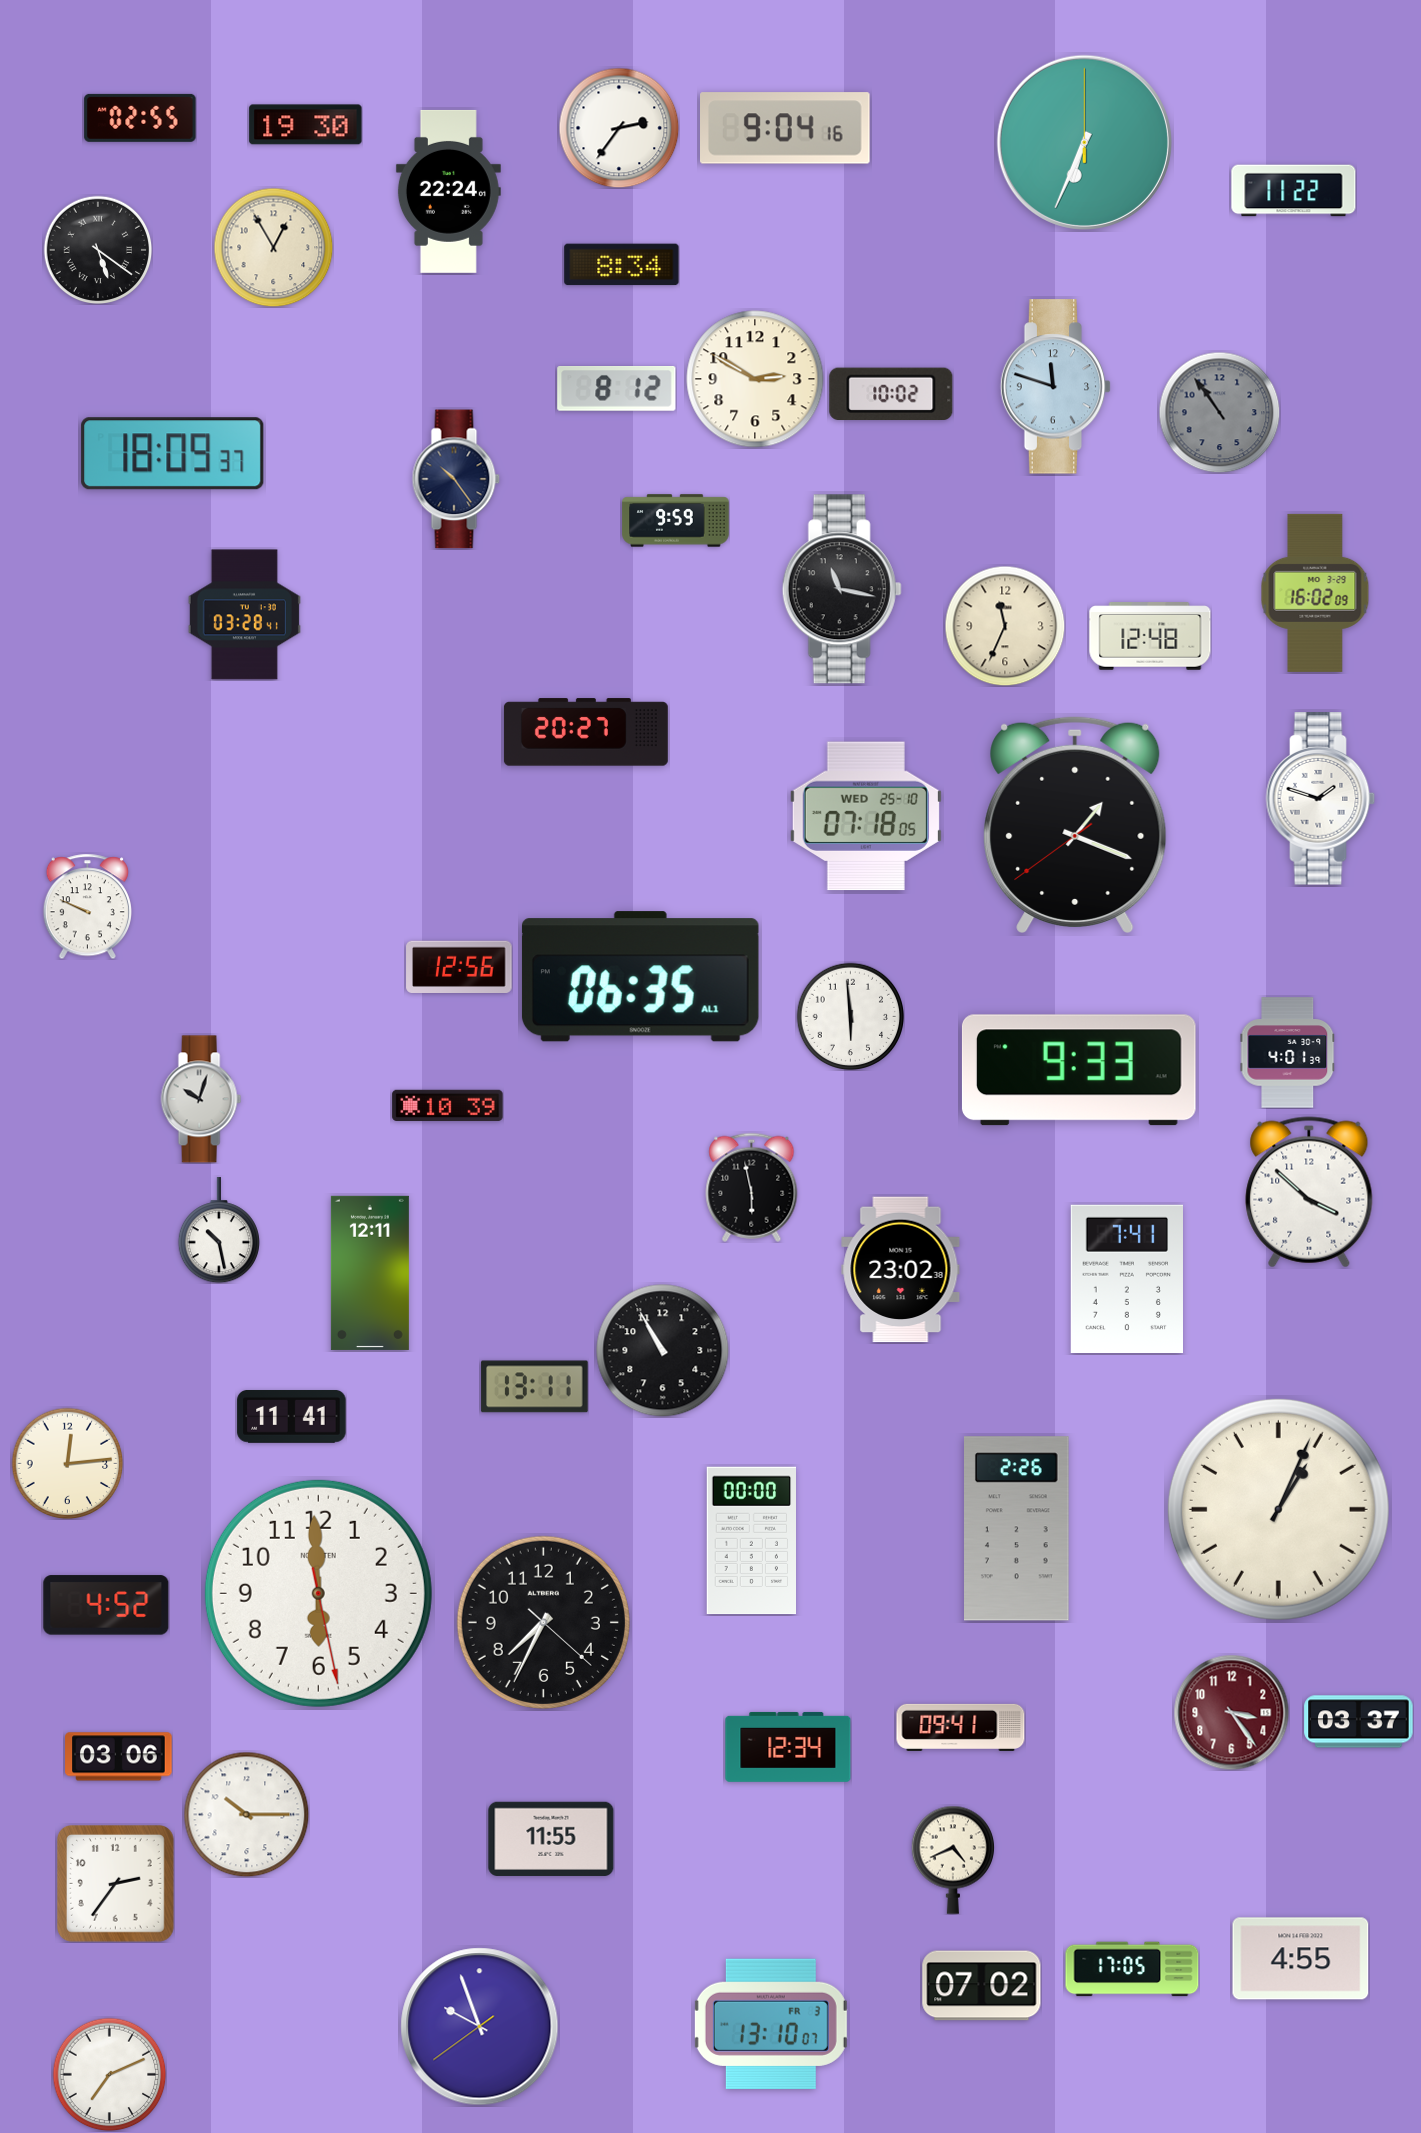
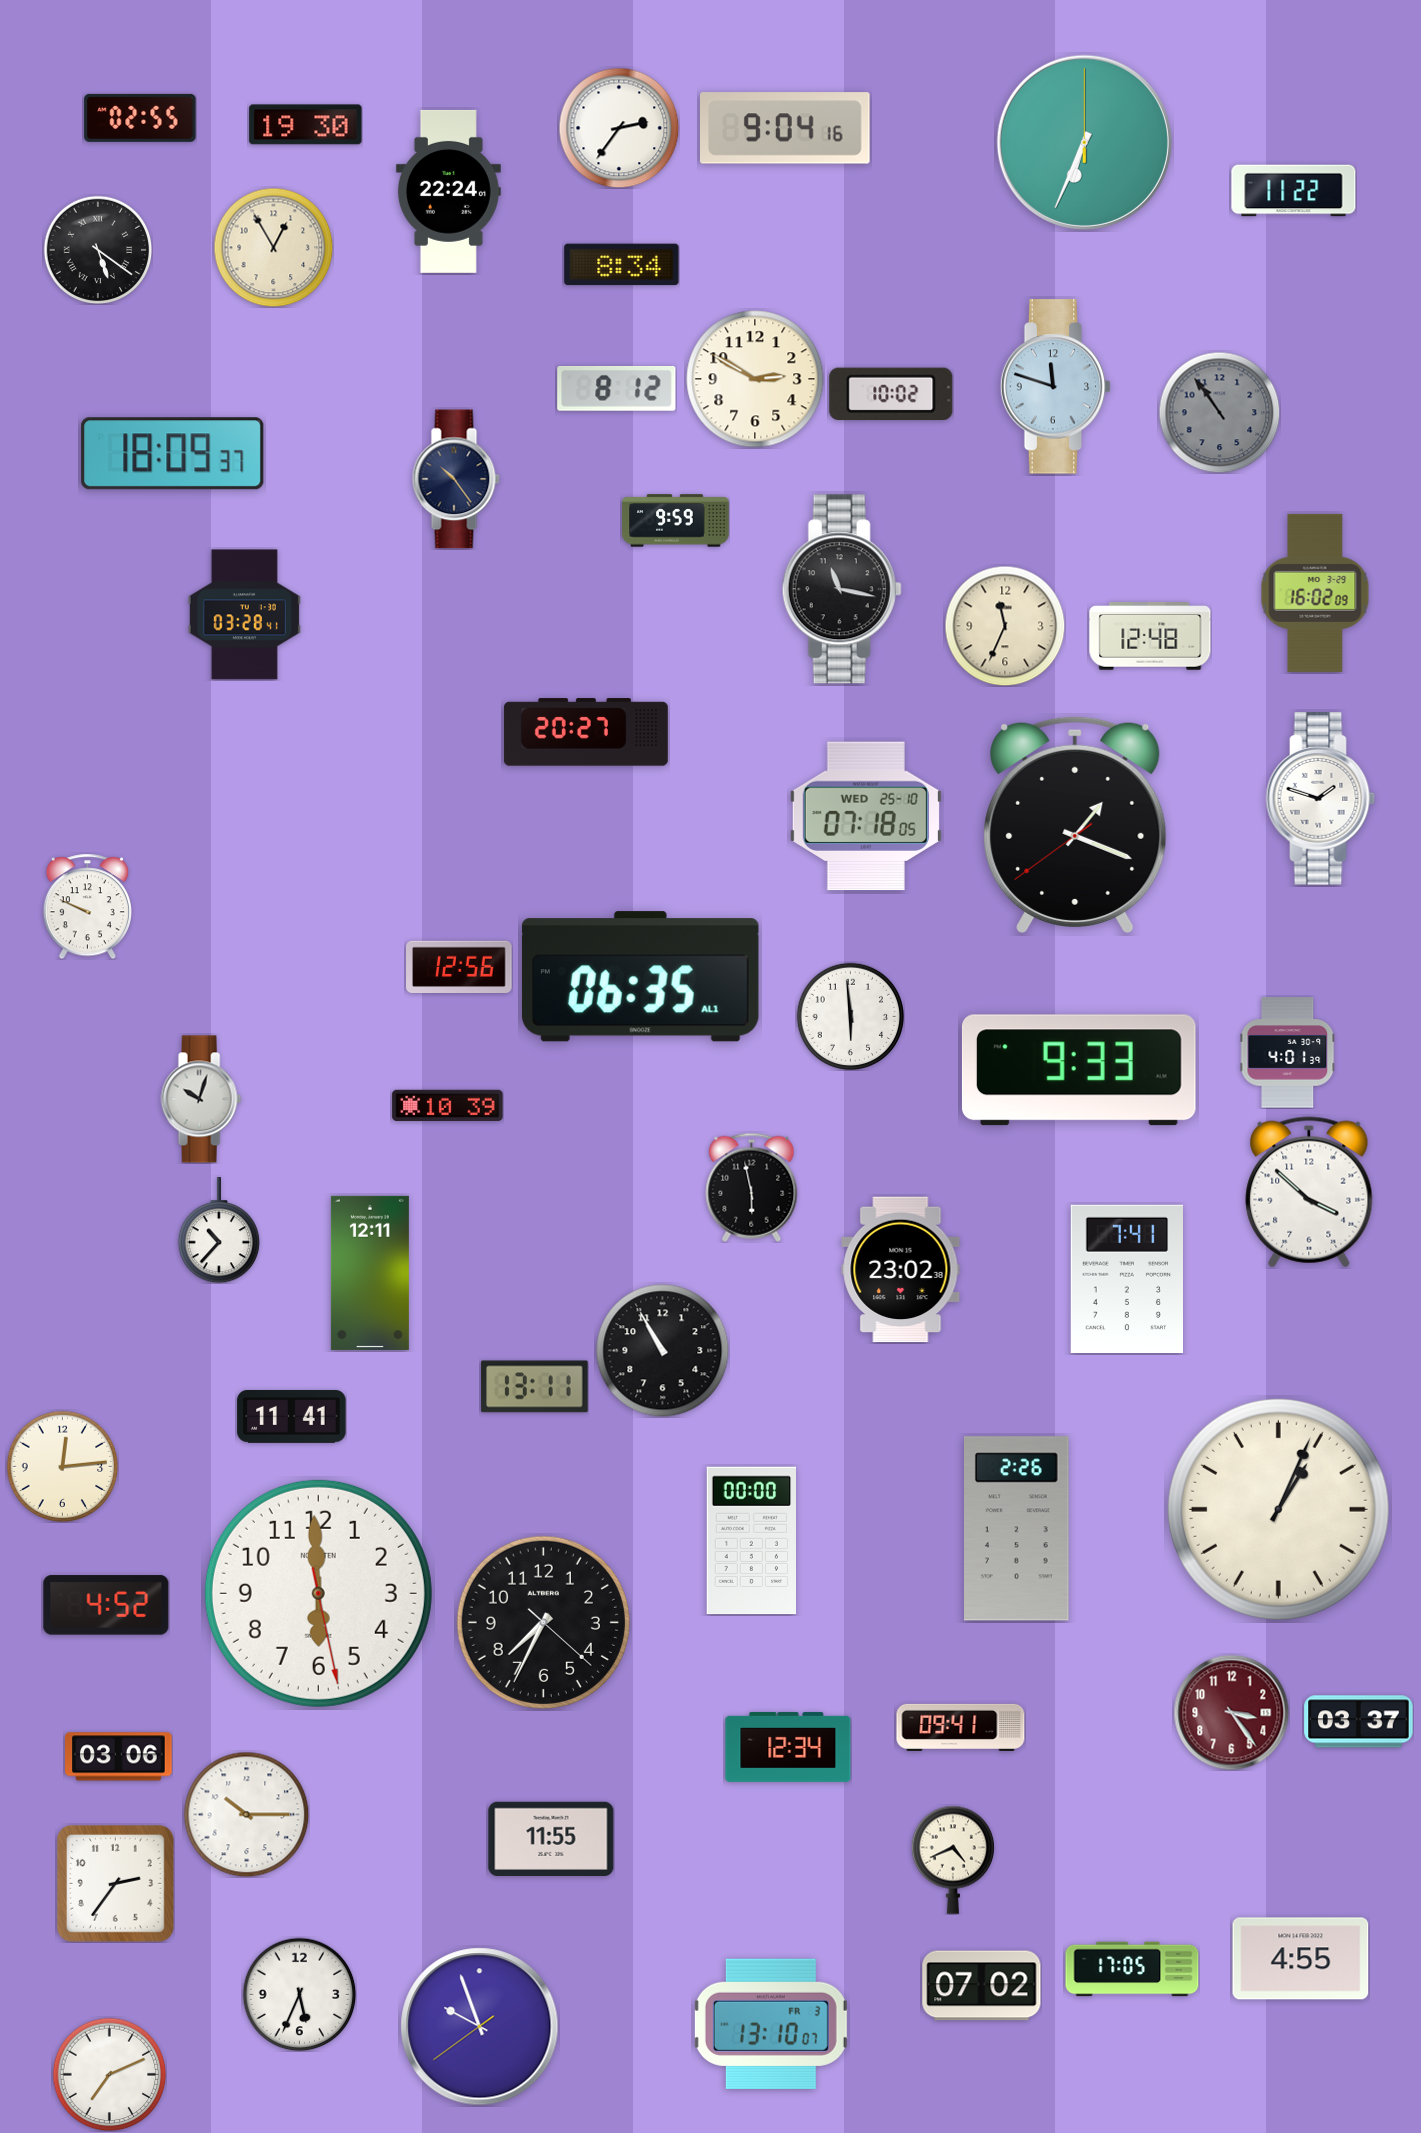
clock at (219, 1230): 10:28 -> 10:37
clock at (67, 1463) position: (67, 1463) -> (62, 1466)
clock at (299, 1994): none -> 5:34
